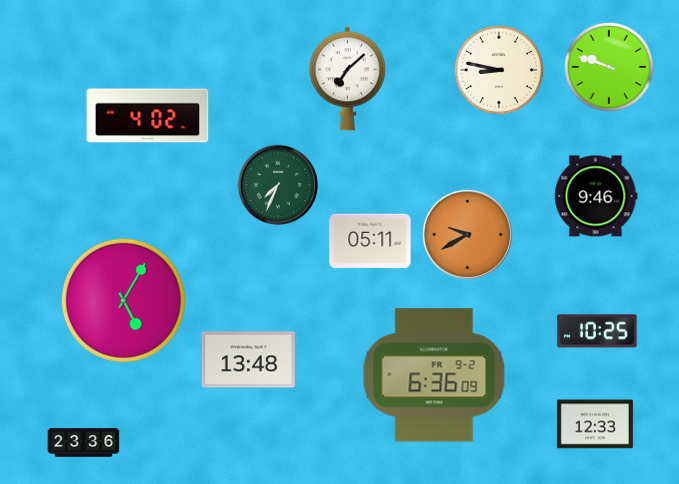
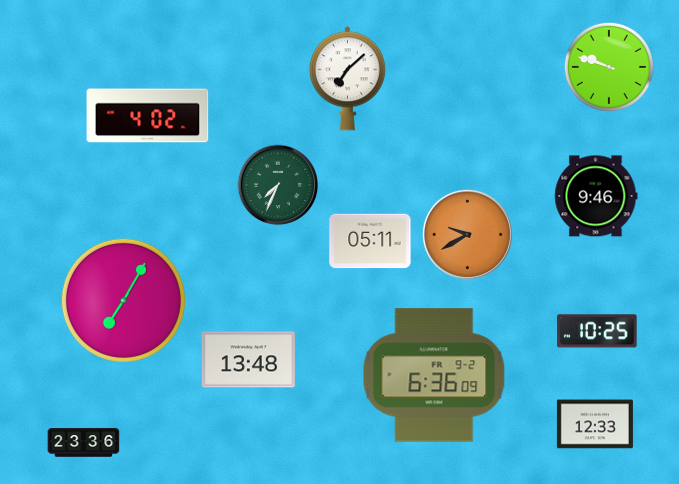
clock at (499, 70): 8:47 -> none
clock at (123, 300): 5:05 -> 7:05
